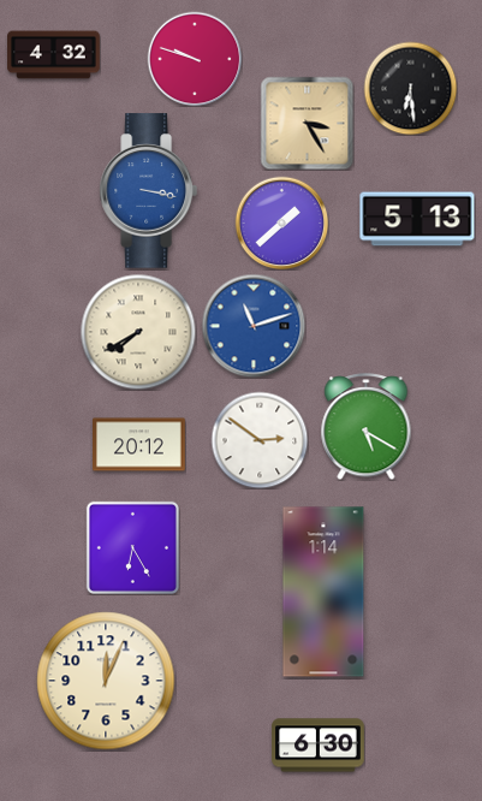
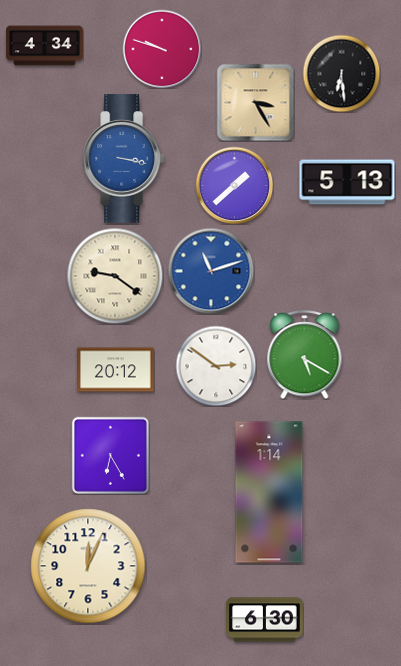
clock at (54, 55): 4:32 -> 4:34
clock at (138, 332): 7:40 -> 9:21
